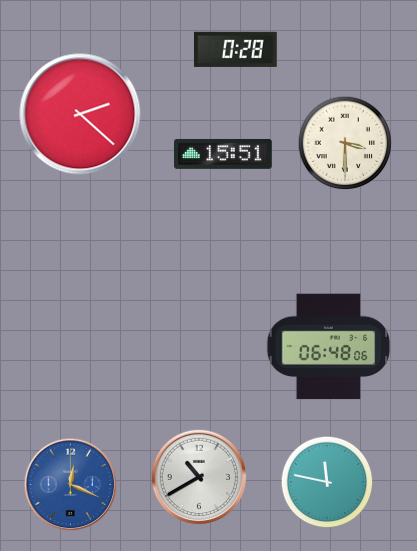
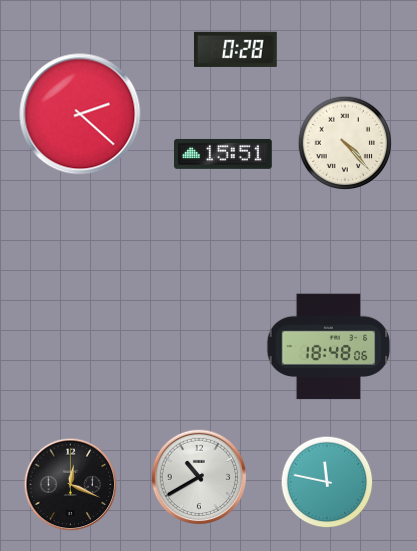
clock at (345, 143): 3:30 -> 4:23
clock at (329, 347): 06:48 -> 18:48
clock at (71, 485) dial: blue -> black
